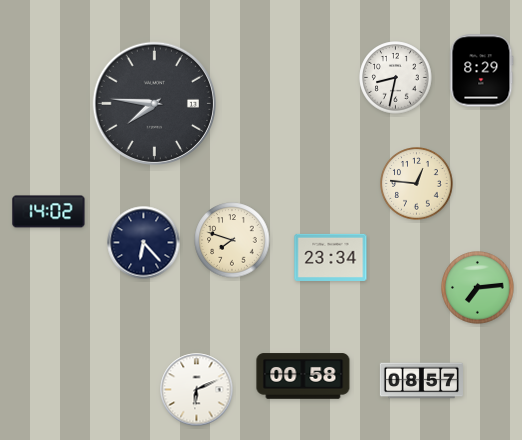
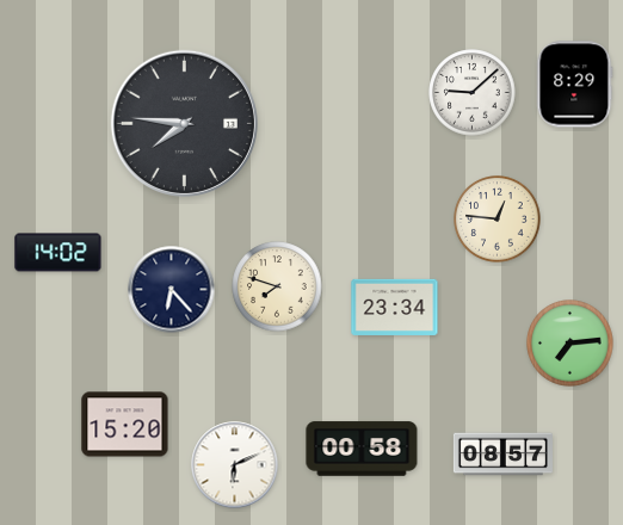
clock at (396, 78): 8:32 -> 9:08
clock at (125, 425): none -> 15:20
